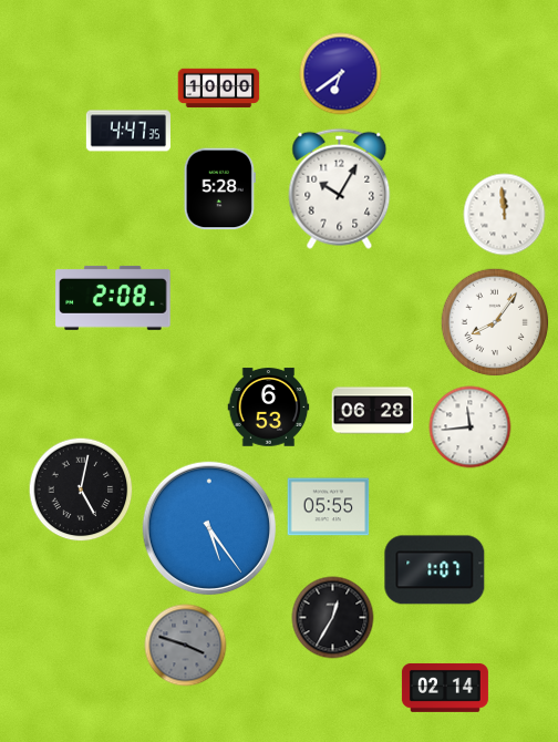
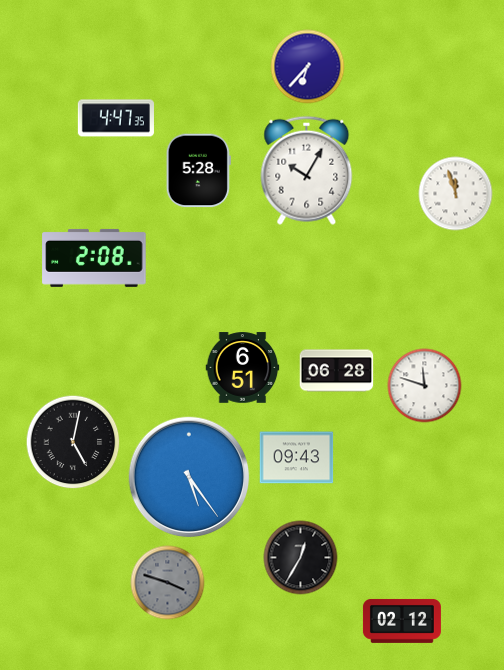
clock at (341, 74): 6:39 -> 6:37
clock at (219, 89): 10:00 -> none
clock at (505, 215): 11:59 -> 11:57
clock at (113, 298) position: (113, 298) -> (94, 258)
clock at (495, 322): 8:06 -> none
clock at (269, 408): 6:53 -> 6:51
clock at (471, 427): 11:44 -> 11:48
clock at (329, 507): 05:55 -> 09:43
clock at (435, 570): 1:07 -> none
clock at (445, 688): 02:14 -> 02:12
